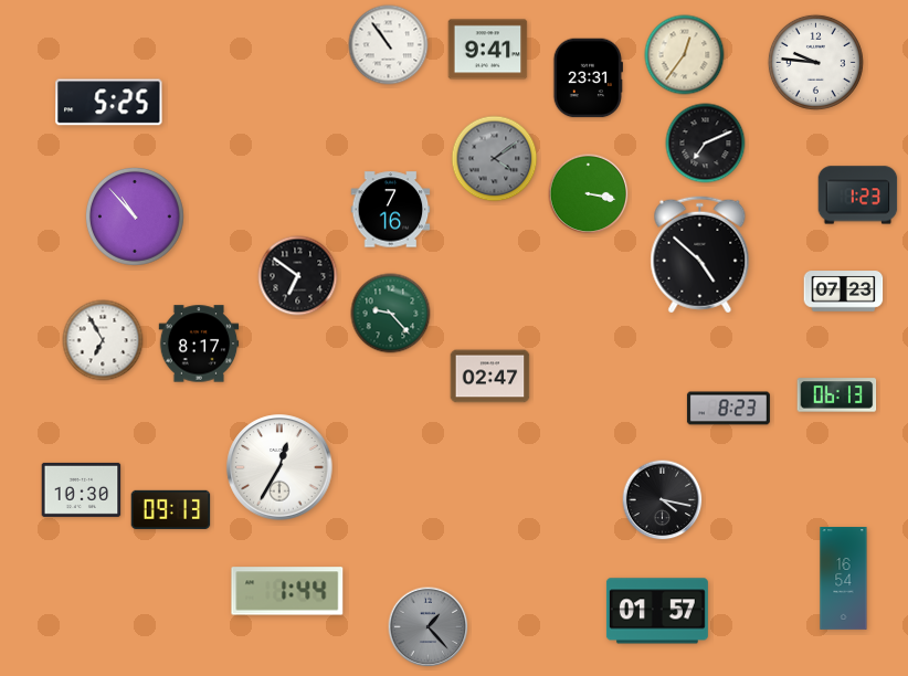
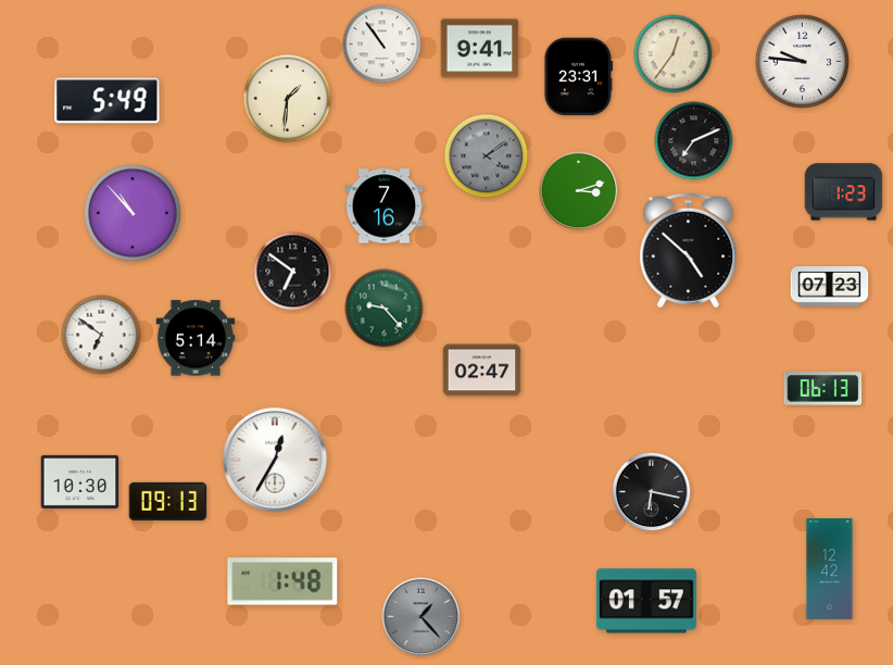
clock at (288, 99): none -> 1:31
clock at (109, 103): 5:25 -> 5:49
clock at (589, 194): 3:17 -> 3:12
clock at (103, 340): 6:55 -> 6:51
clock at (199, 344): 8:17 -> 5:14
clock at (728, 409): 8:23 -> none
clock at (663, 500): 4:17 -> 6:17
clock at (844, 579): 16:54 -> 12:42
clock at (287, 591): 1:44 -> 1:48
